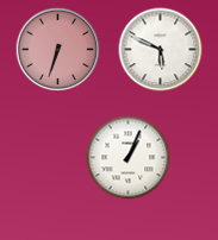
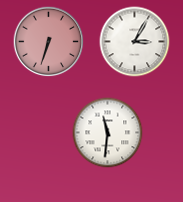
clock at (161, 50): 5:49 -> 3:05
clock at (129, 158): 1:04 -> 11:31
